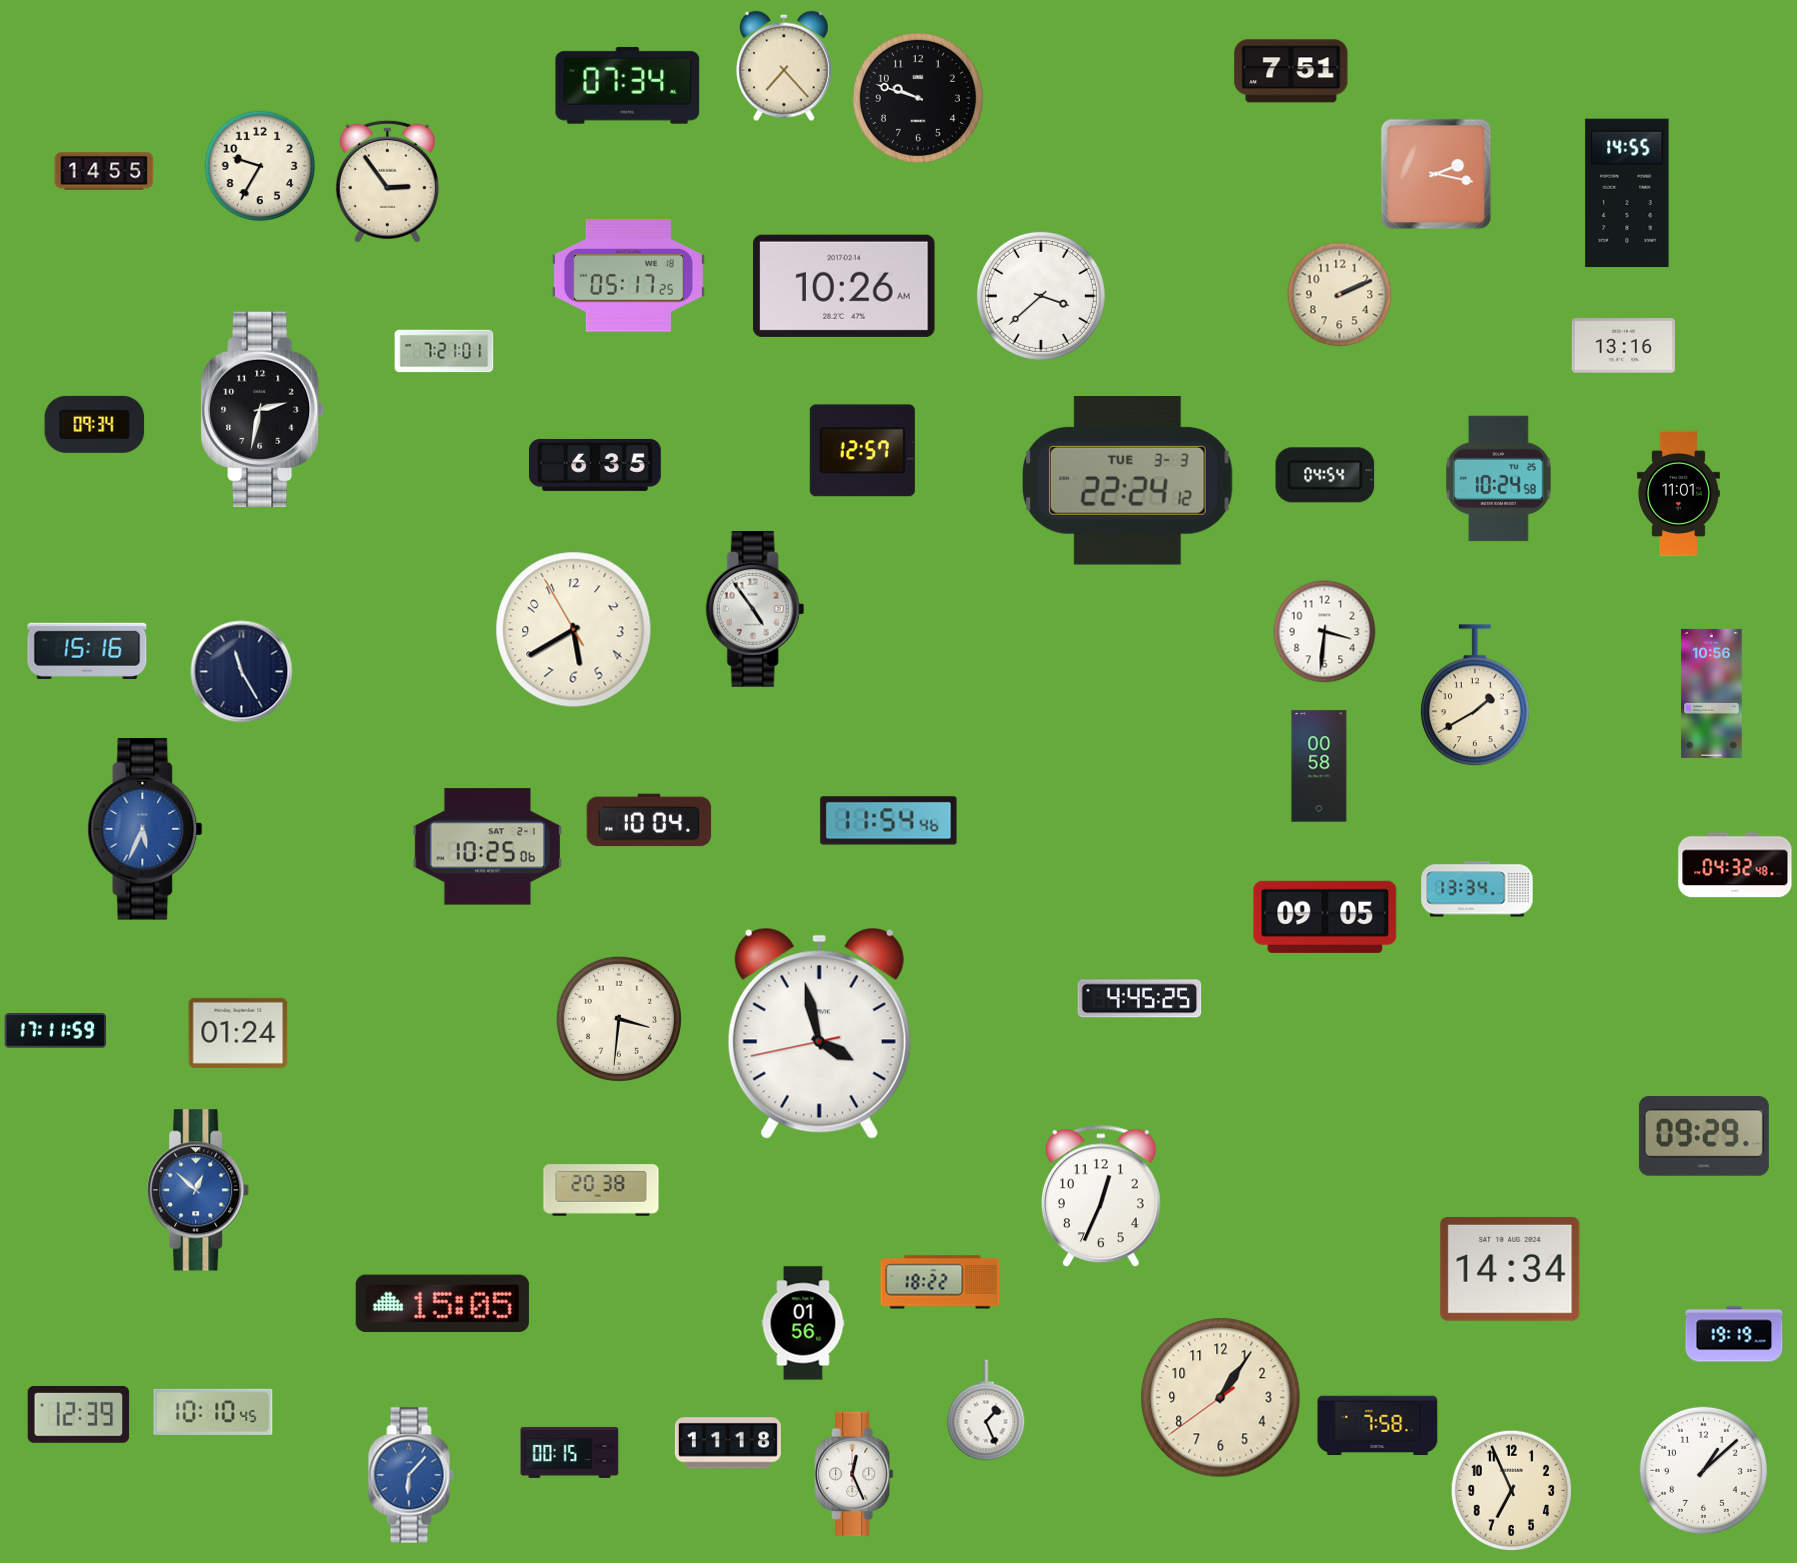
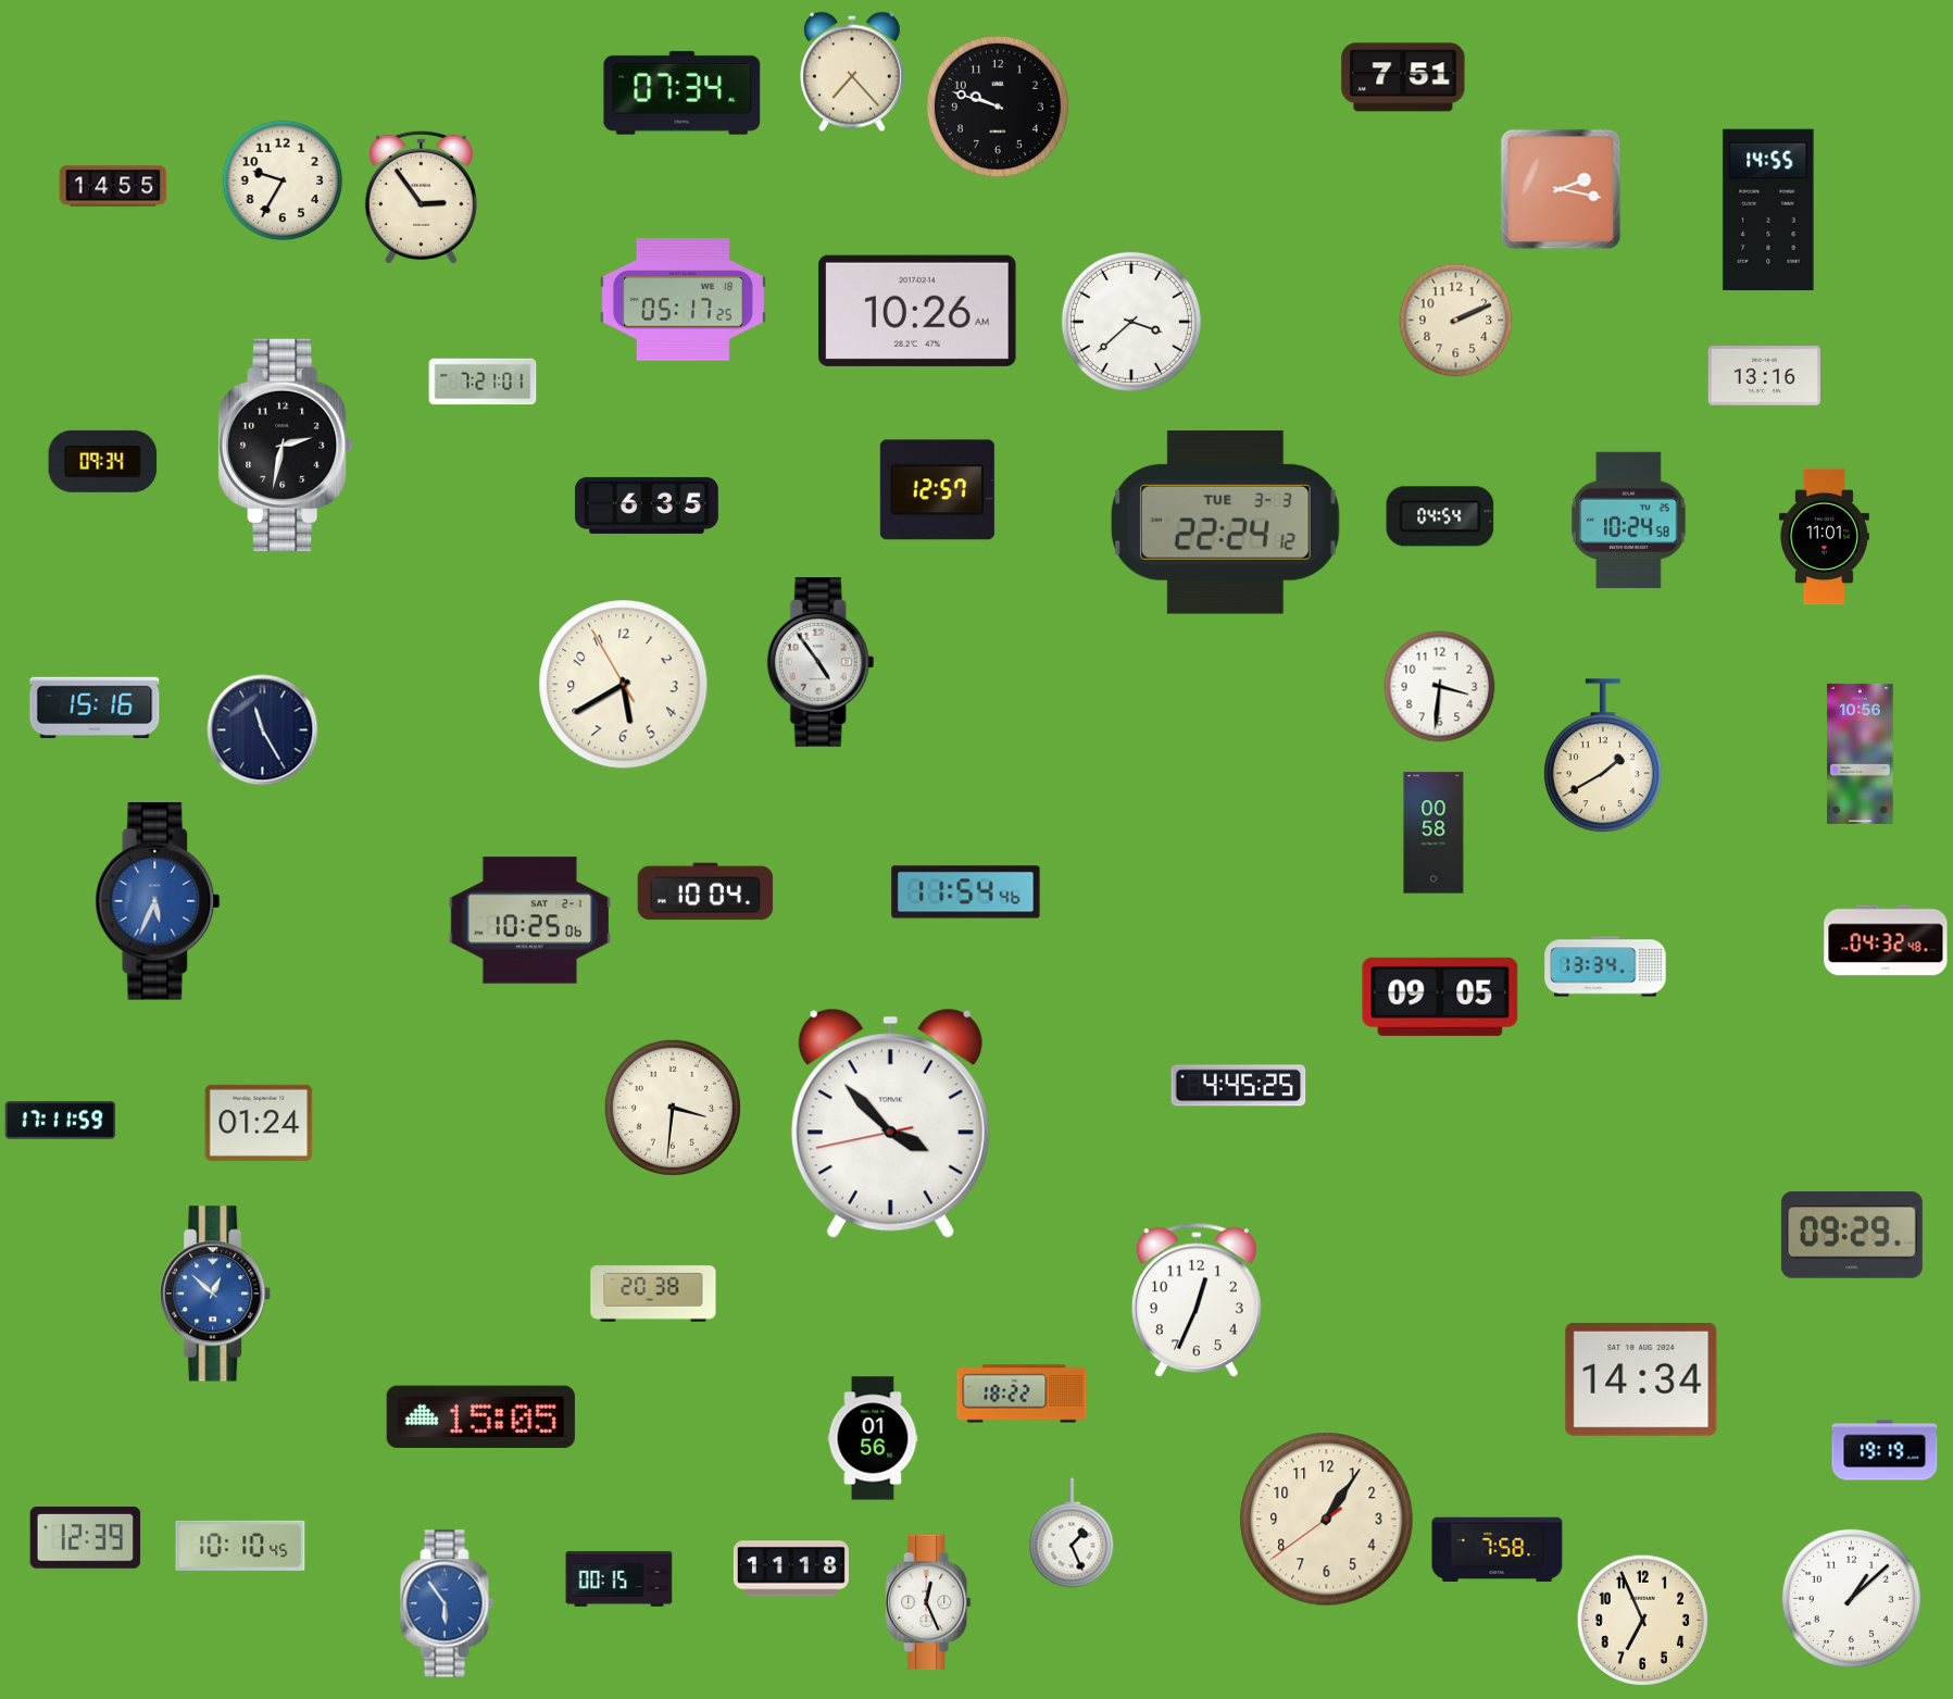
clock at (819, 1033): 3:57 -> 3:52
clock at (213, 1412) position: (213, 1412) -> (240, 1546)
clock at (411, 1475): 6:07 -> 5:54
